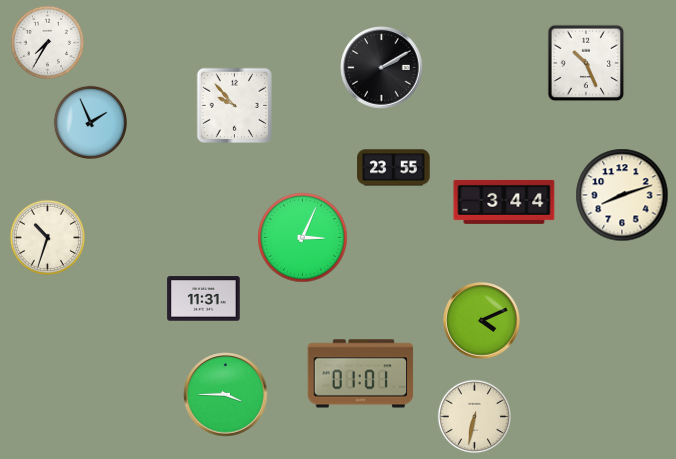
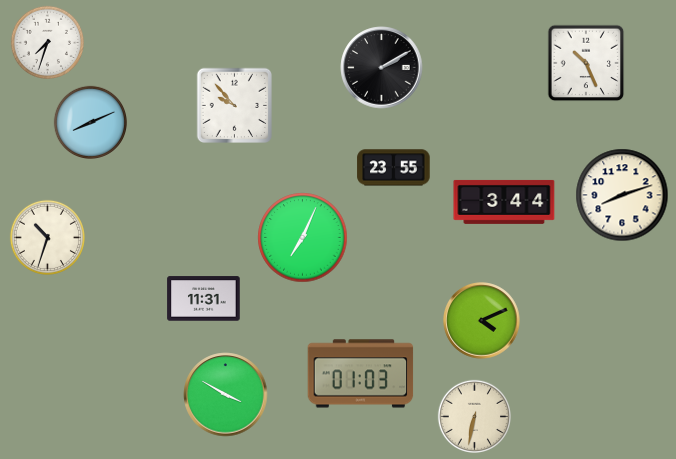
clock at (47, 42): 7:35 -> 7:33
clock at (90, 122): 1:56 -> 8:11
clock at (303, 238): 3:04 -> 7:04
clock at (361, 374): 01:01 -> 01:03
clock at (226, 395): 3:45 -> 3:50
